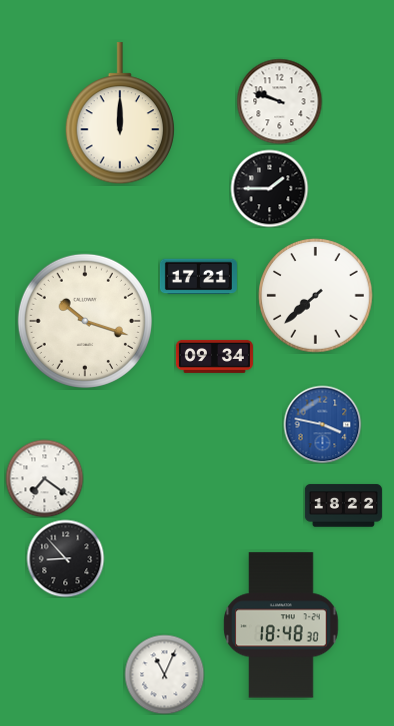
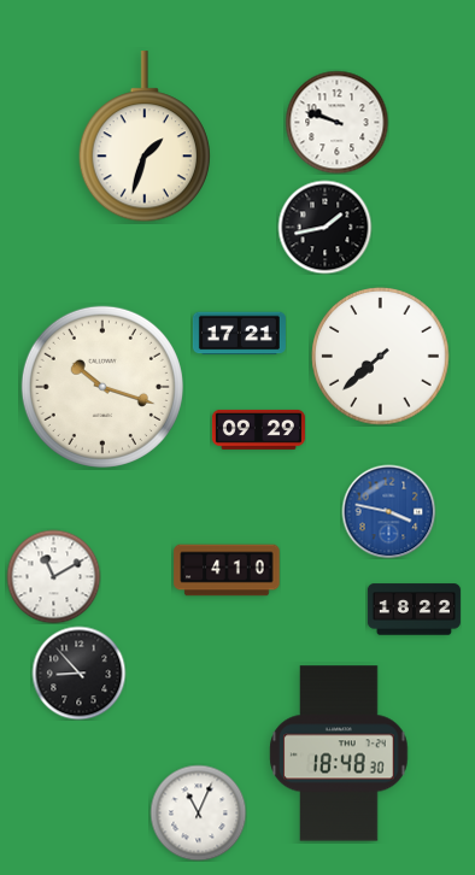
clock at (119, 114): 12:00 -> 1:33
clock at (269, 188): 1:45 -> 1:43
clock at (214, 356): 09:34 -> 09:29
clock at (227, 570): none -> 4:10
clock at (44, 478): 7:21 -> 11:10
